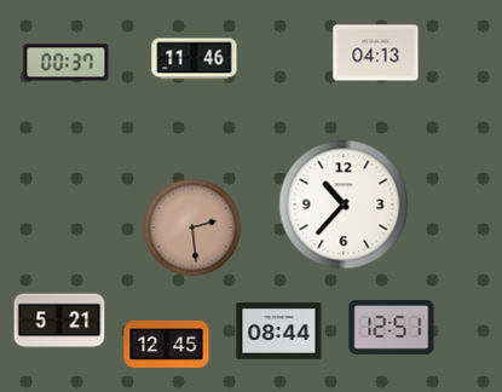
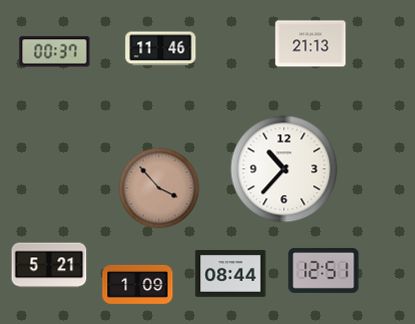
clock at (376, 53): 04:13 -> 21:13
clock at (192, 227): 2:29 -> 3:53
clock at (167, 344): 12:45 -> 1:09
